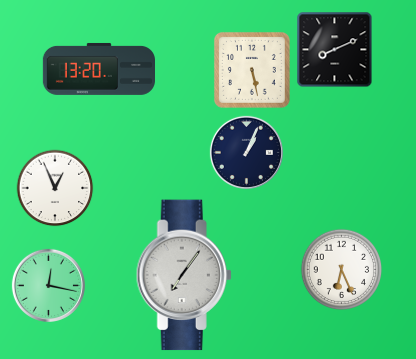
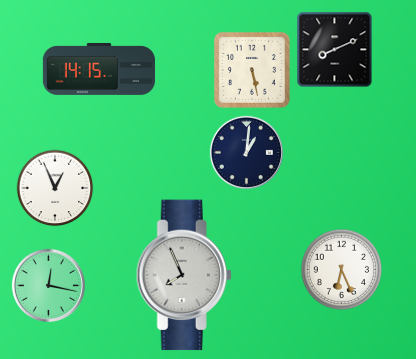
clock at (98, 69): 13:20 -> 14:15
clock at (246, 152): 1:04 -> 1:01
clock at (184, 275): 7:06 -> 7:56
